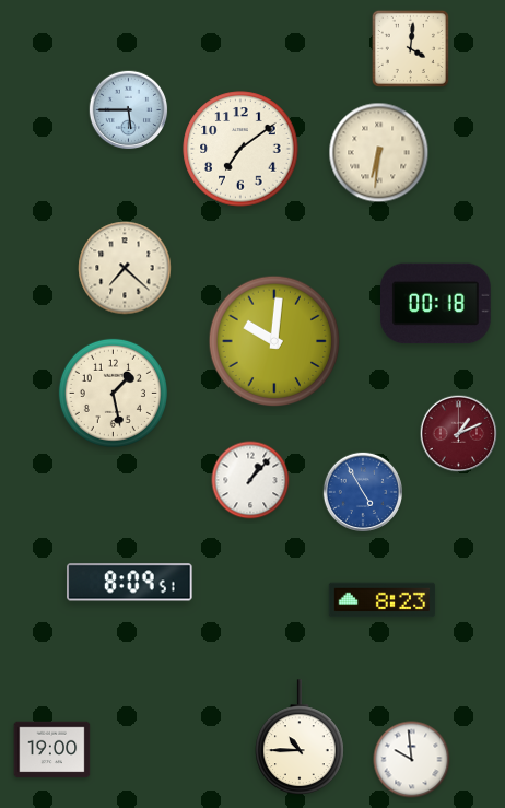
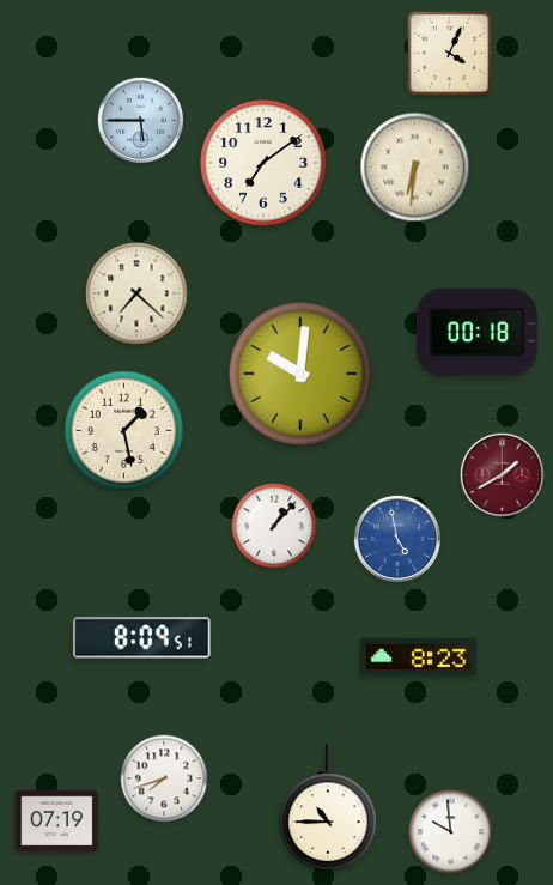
clock at (410, 48): 4:01 -> 4:04
clock at (459, 434): 1:11 -> 1:40
clock at (362, 491): 4:55 -> 4:58
clock at (164, 778): none -> 7:42
clock at (52, 750): 19:00 -> 07:19
